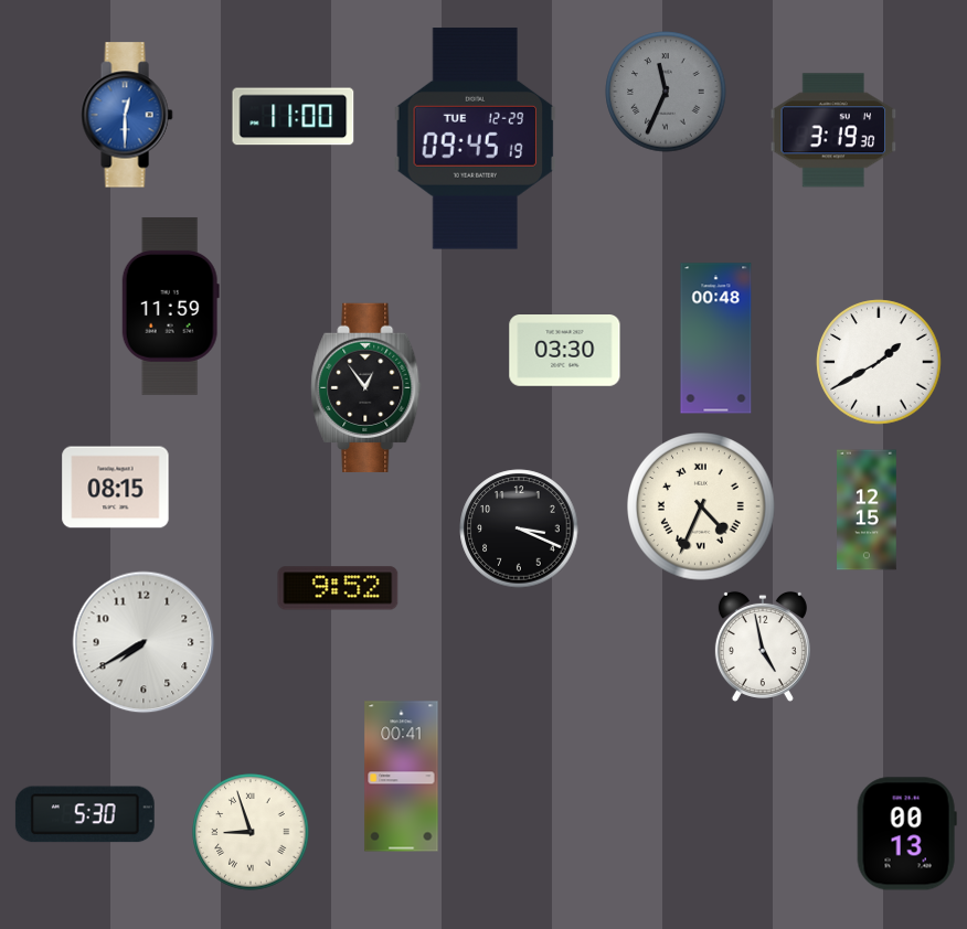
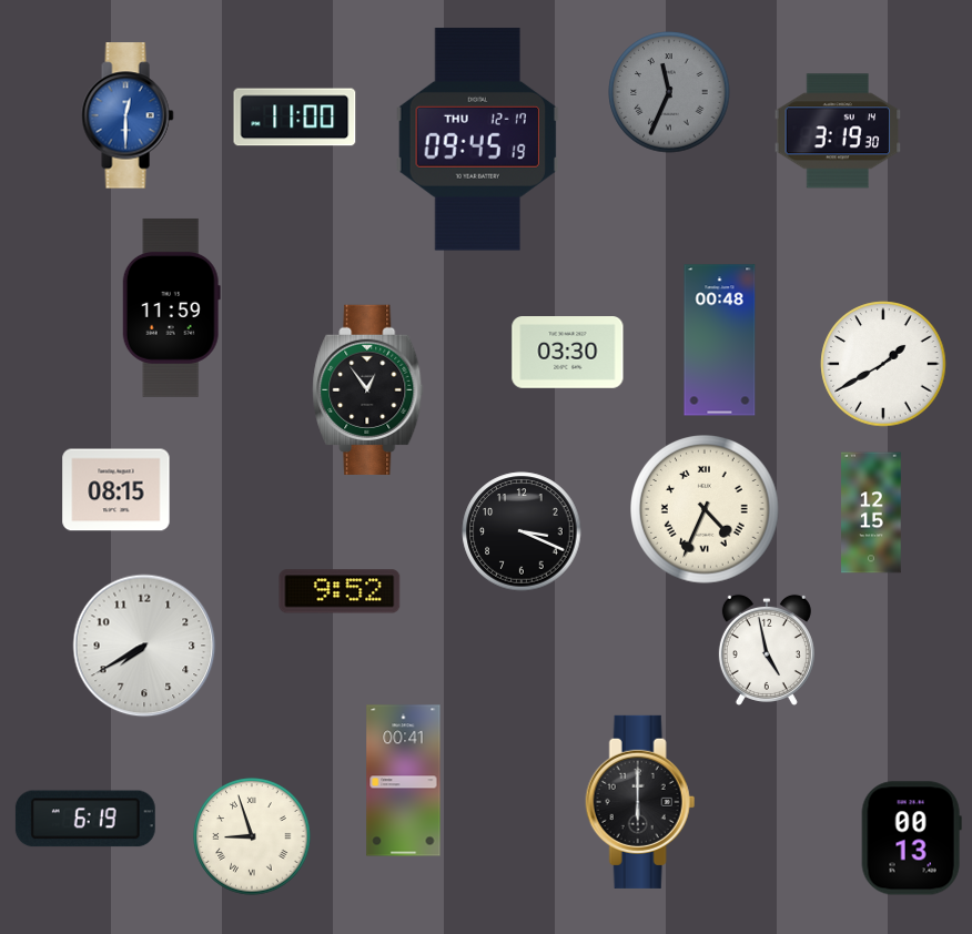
clock at (476, 139) date: TUE 12-29 -> THU 12-17
clock at (640, 802): none -> 6:00
clock at (85, 814): 5:30 -> 6:19
